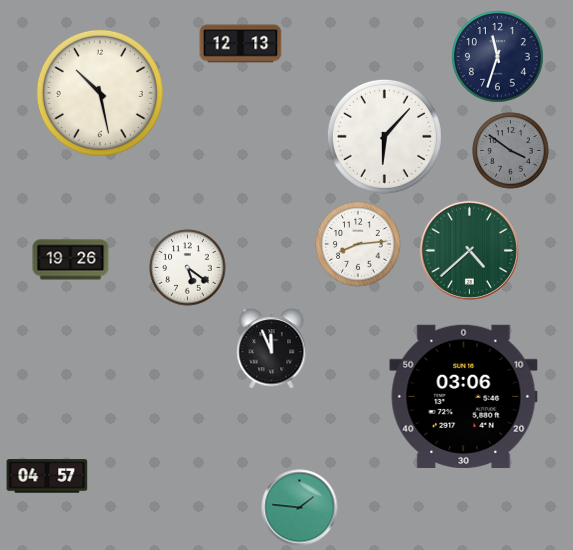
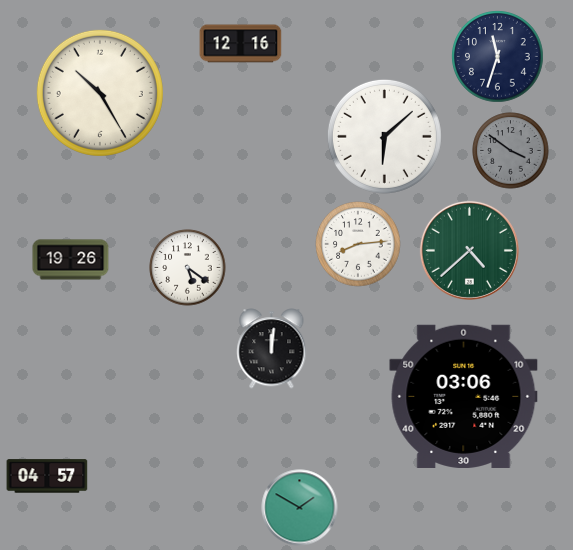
clock at (241, 44): 12:13 -> 12:16
clock at (100, 93): 10:28 -> 10:25
clock at (384, 136): 6:07 -> 6:08
clock at (272, 349): 11:56 -> 12:01
clock at (300, 508): 1:46 -> 1:50
